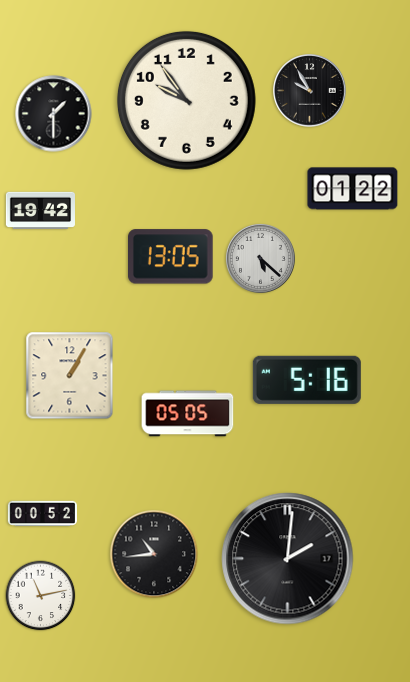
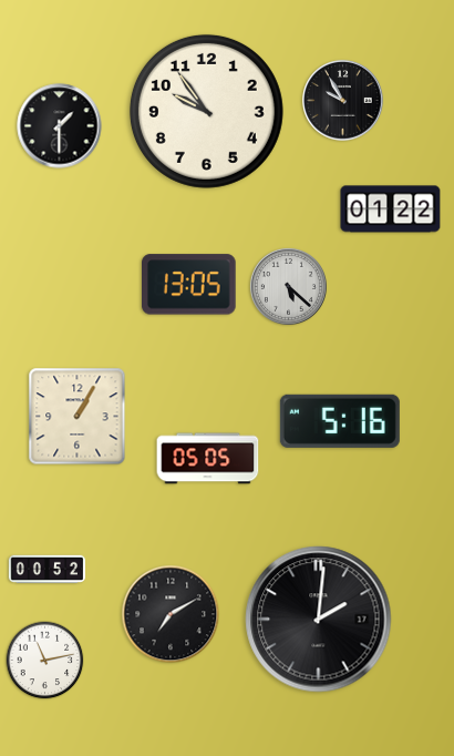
clock at (40, 211): 19:42 -> none
clock at (154, 554): 10:44 -> 7:10
